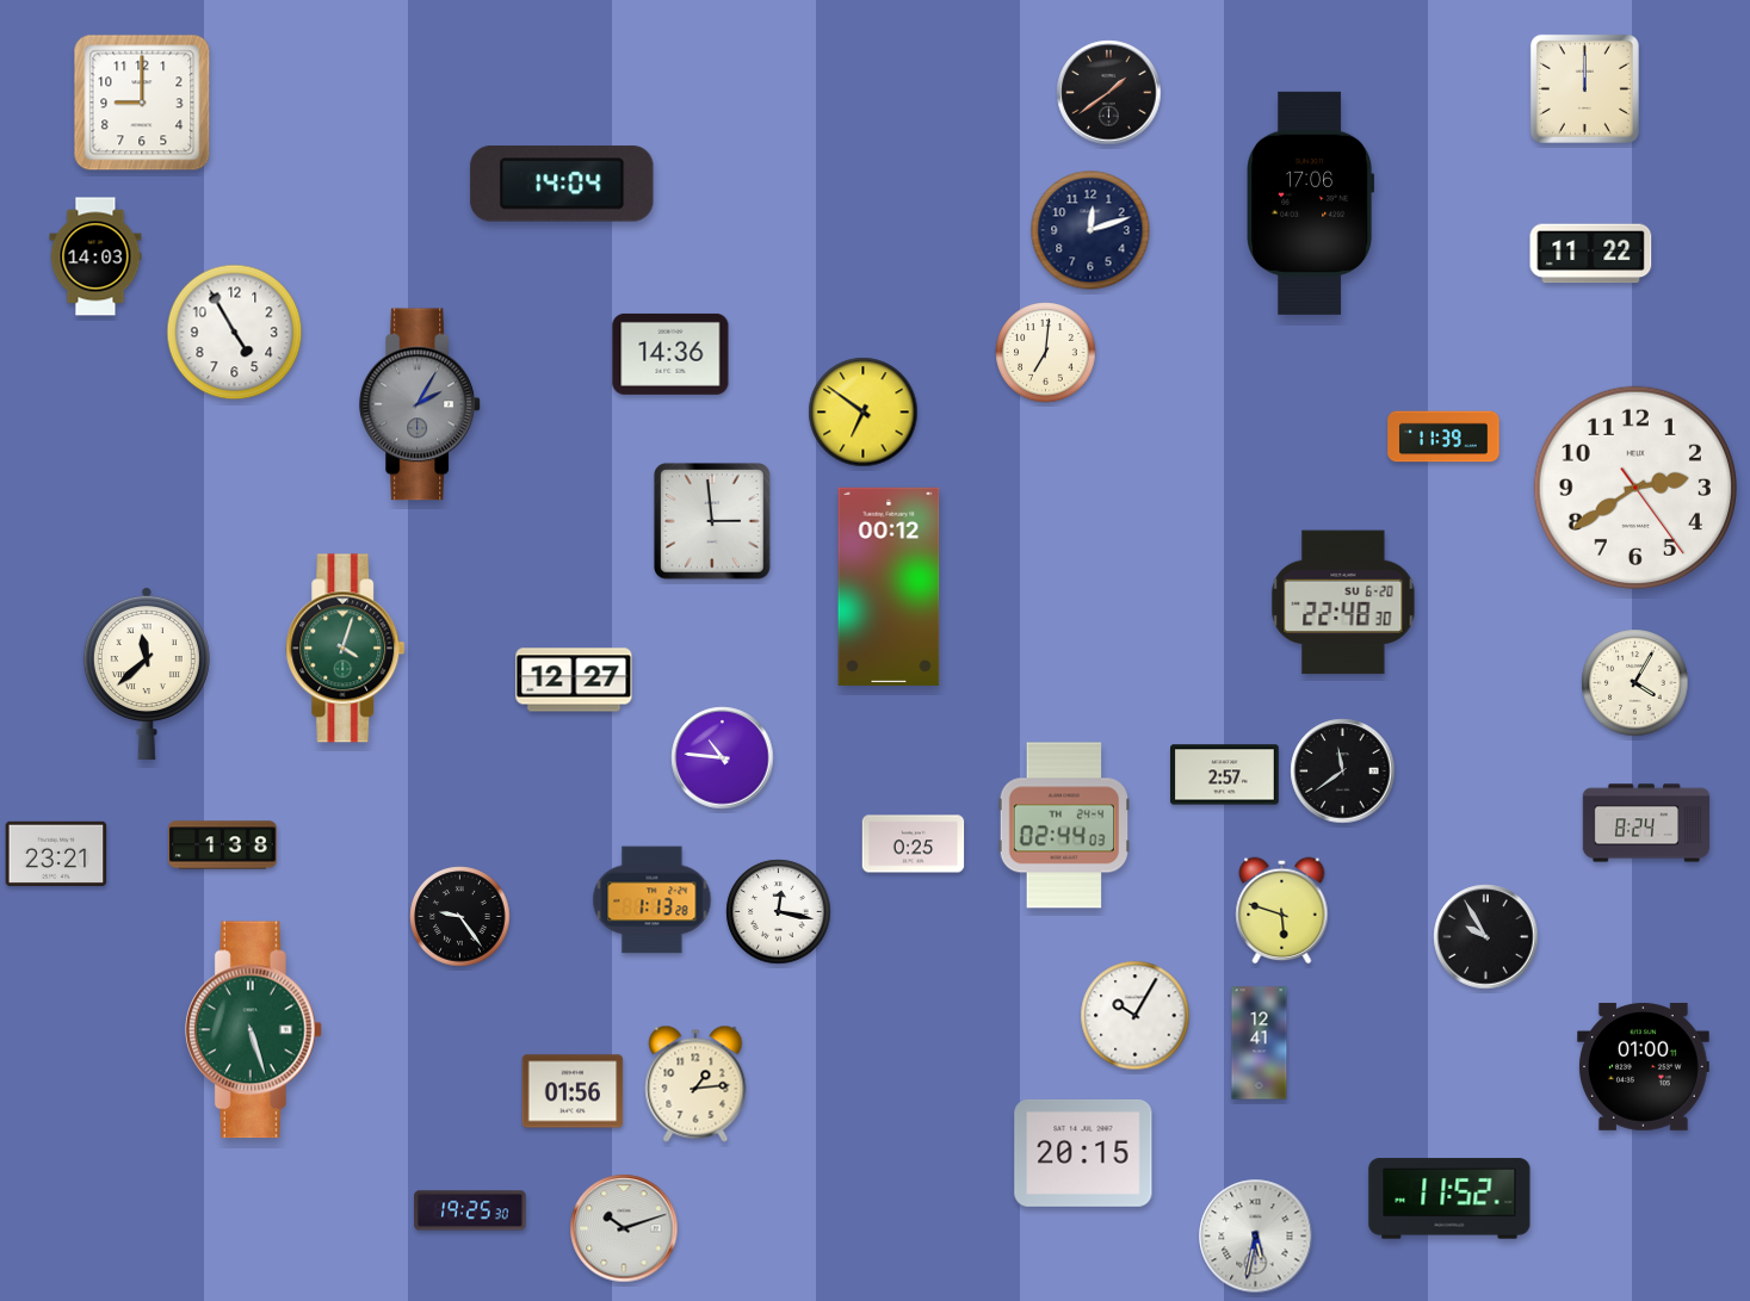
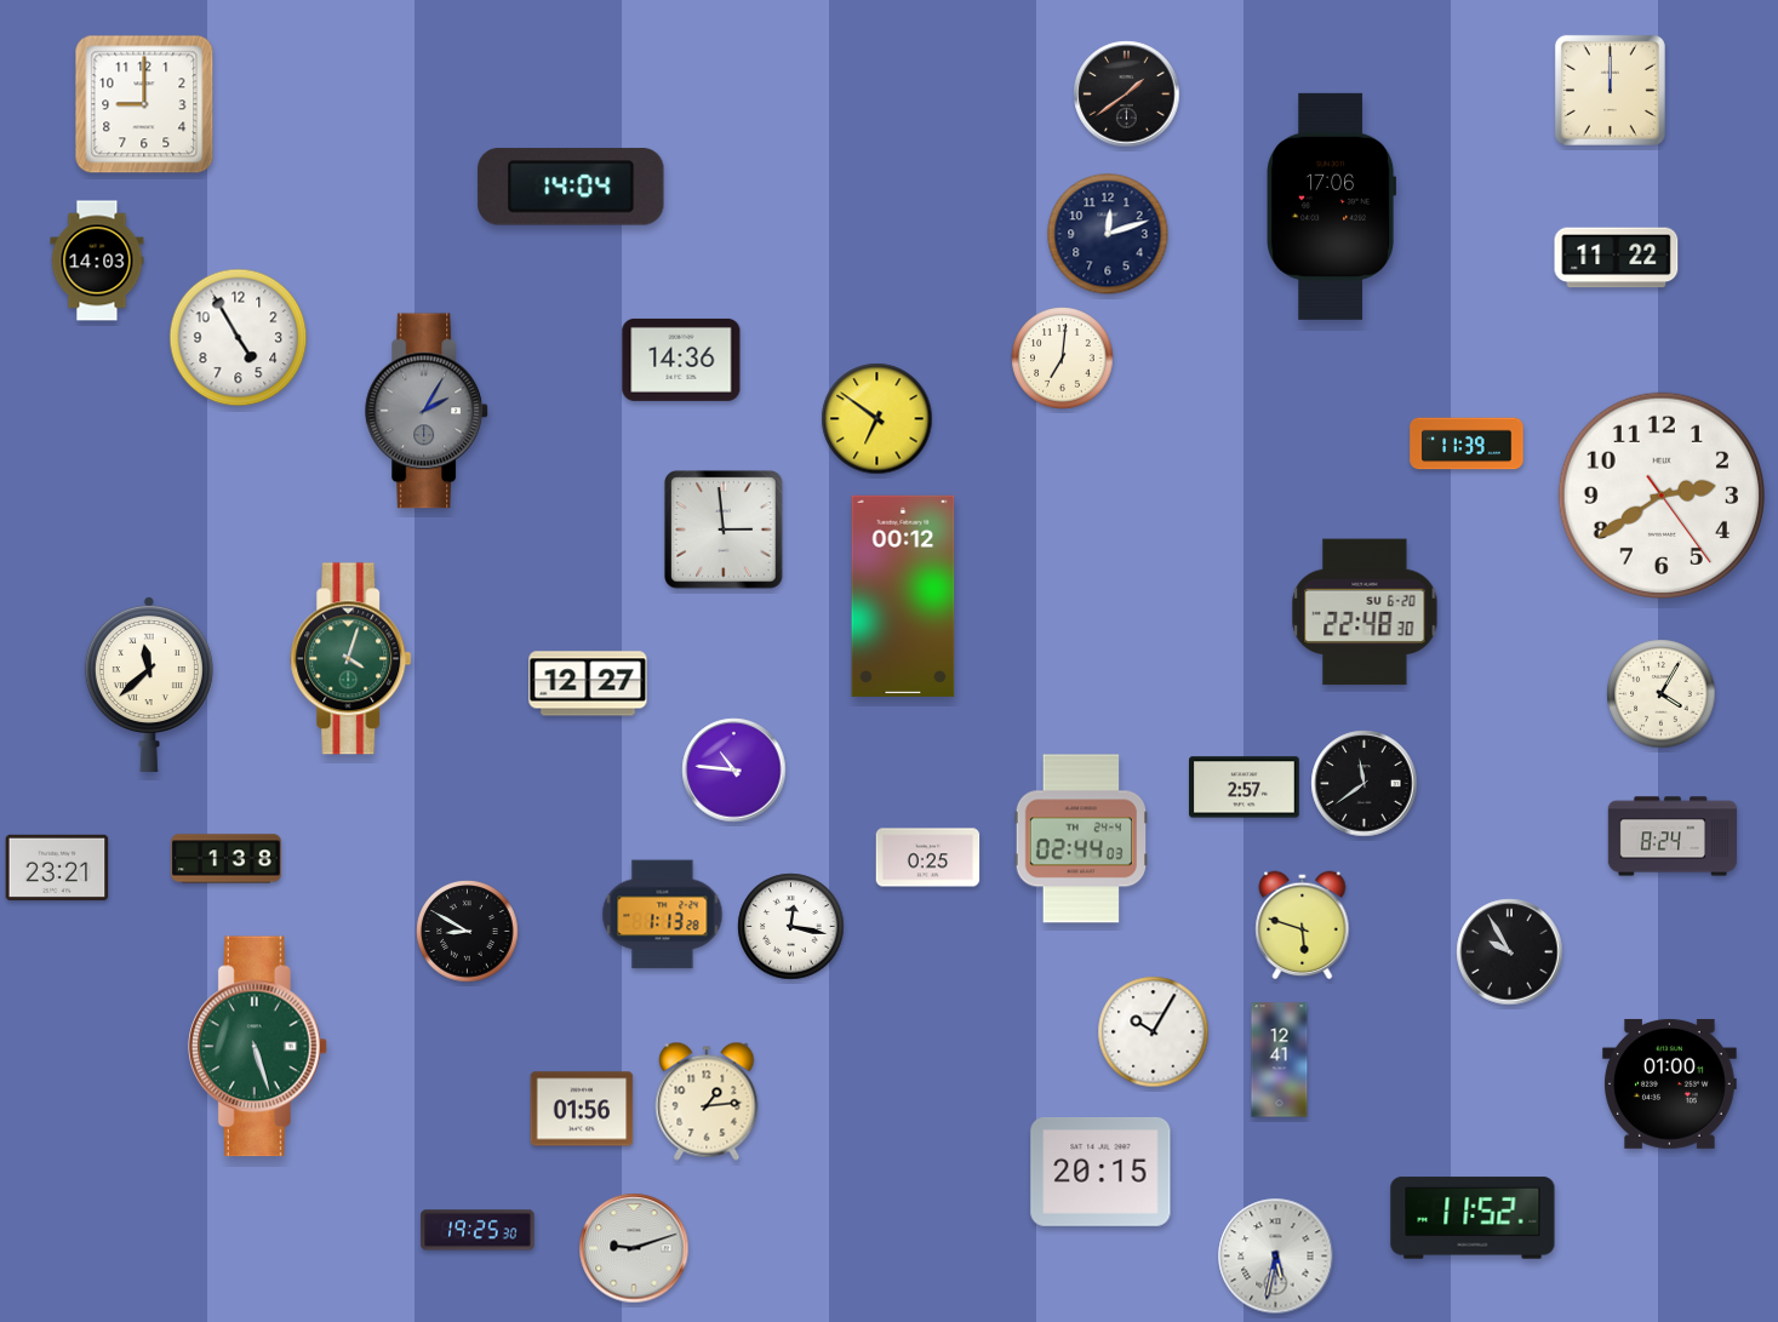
clock at (574, 680) position: (574, 680) -> (588, 683)
clock at (460, 917): 9:24 -> 8:50
clock at (624, 1228): 10:12 -> 9:12
